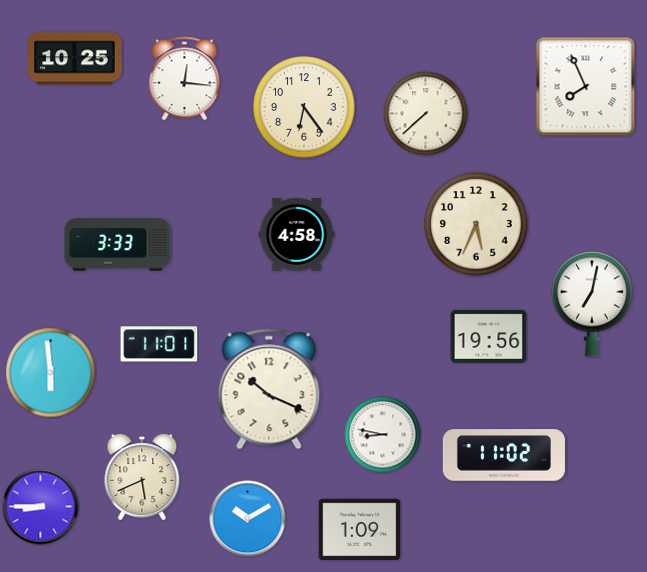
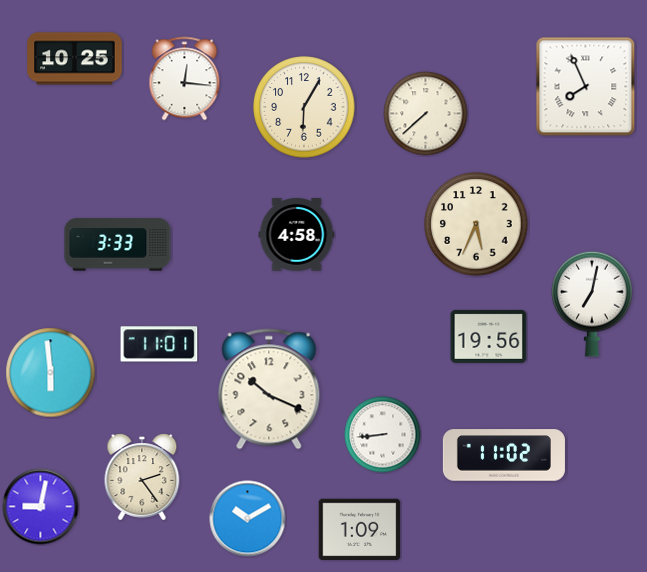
clock at (304, 107): 6:24 -> 6:05
clock at (383, 435): 8:47 -> 8:44
clock at (142, 477): 5:41 -> 2:24
clock at (41, 507): 8:45 -> 9:02
